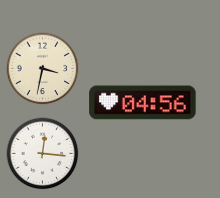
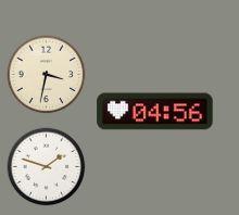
clock at (43, 154): 12:16 -> 1:48
